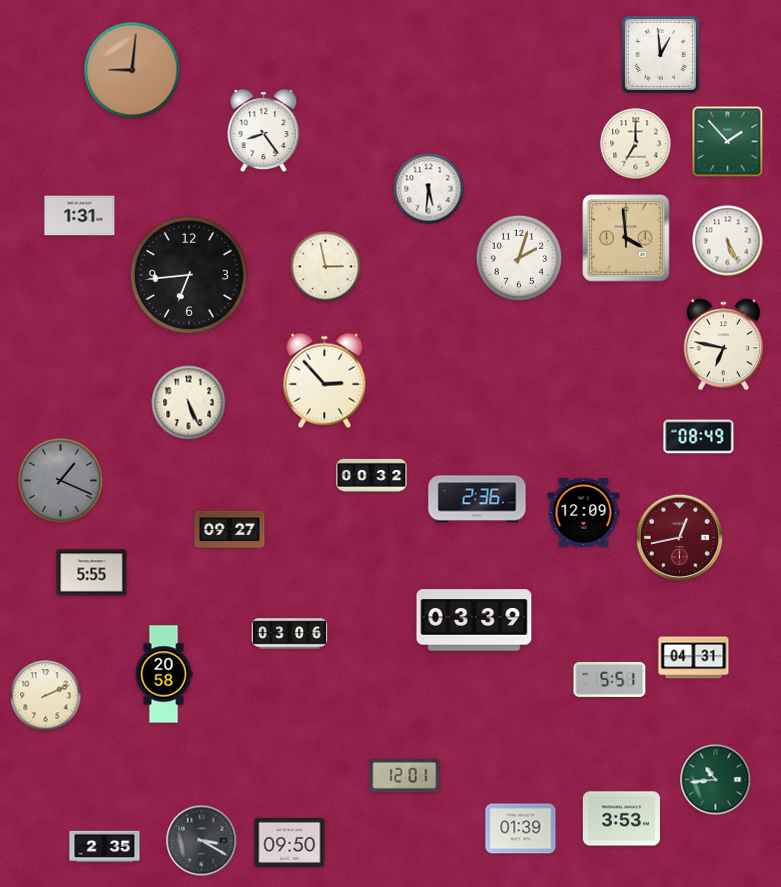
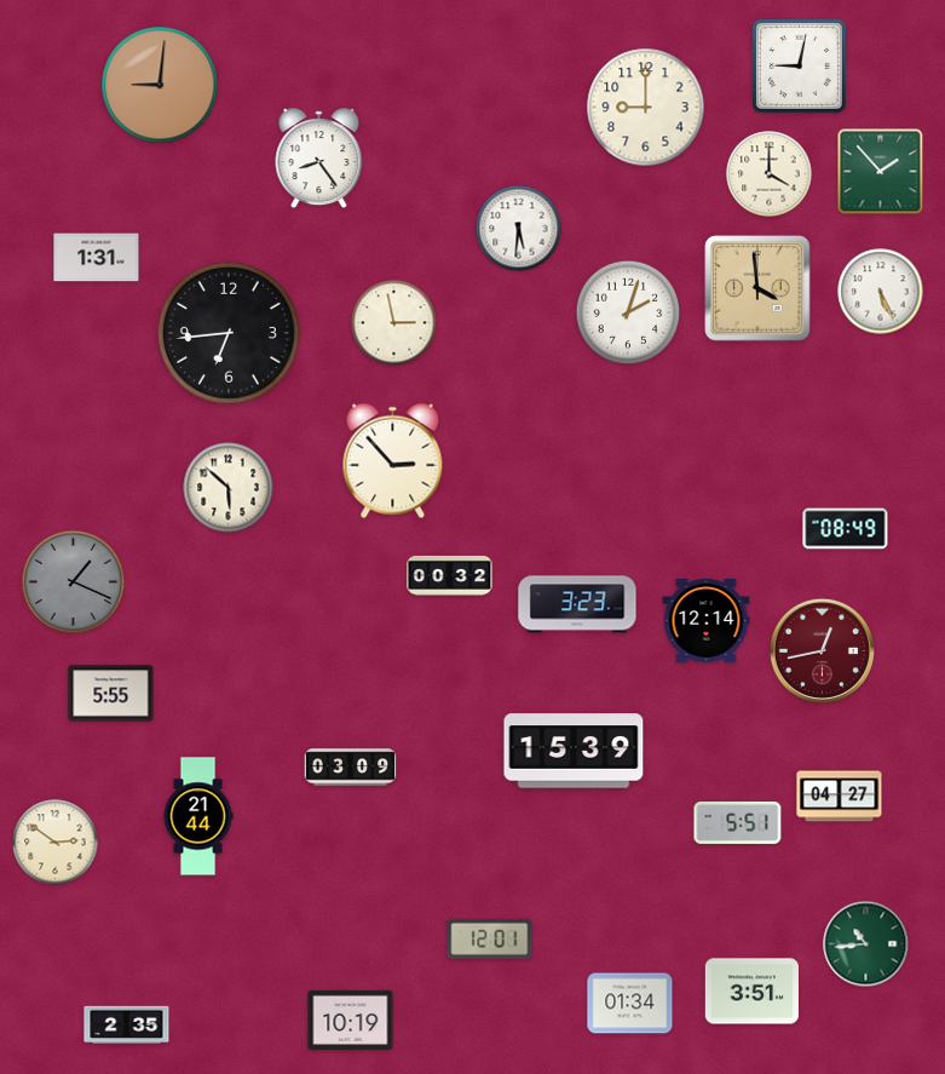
clock at (660, 54): 12:59 -> 9:02
clock at (646, 108): none -> 9:00
clock at (636, 144): 7:00 -> 4:00
clock at (80, 216) position: (80, 216) -> (97, 258)
clock at (723, 345): 6:47 -> none
clock at (189, 403): 5:26 -> 5:52
clock at (477, 499): 2:36 -> 3:23
clock at (584, 512): 12:09 -> 12:14
clock at (230, 530): 09:27 -> none
clock at (474, 620): 03:39 -> 15:39
clock at (290, 634): 03:06 -> 03:09
clock at (694, 658): 04:31 -> 04:27
clock at (164, 674): 20:58 -> 21:44
clock at (46, 696): 2:11 -> 2:51
clock at (621, 819): 3:53 -> 3:51
clock at (521, 829): 01:39 -> 01:34
clock at (202, 841): 3:20 -> none
clock at (290, 842): 09:50 -> 10:19
